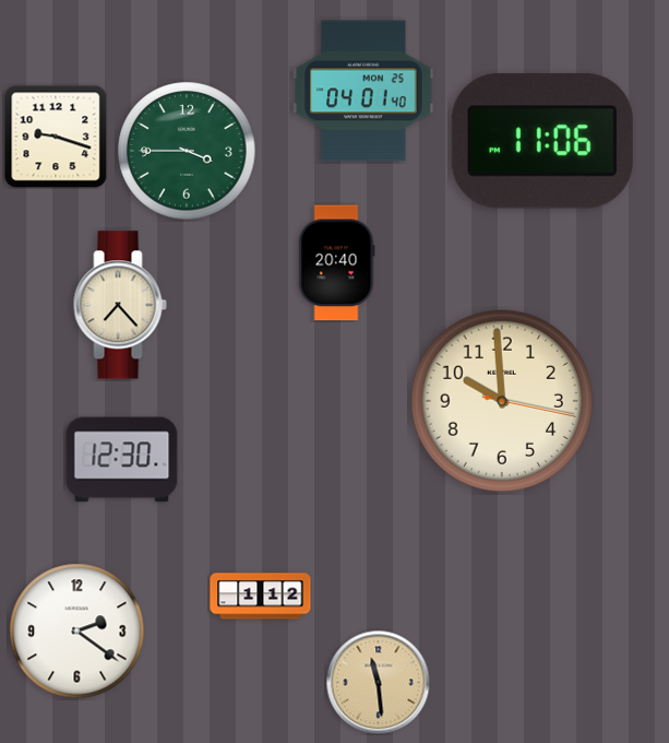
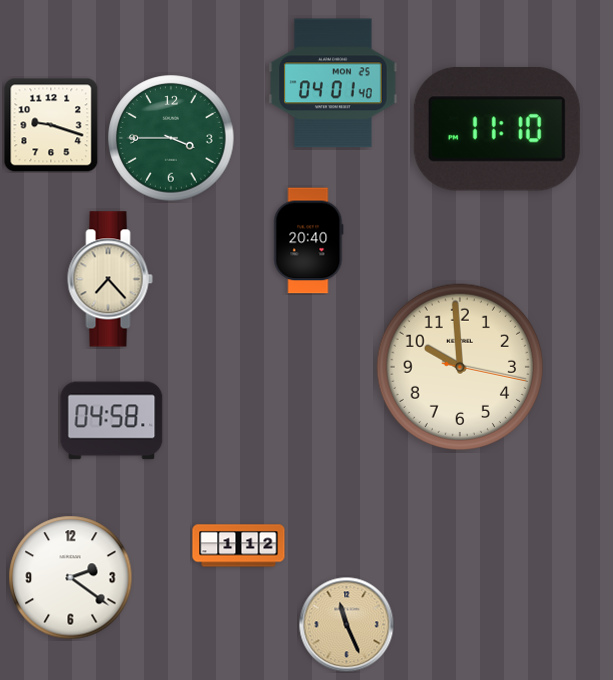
clock at (542, 141): 11:06 -> 11:10
clock at (122, 460): 12:30 -> 04:58
clock at (378, 682): 11:29 -> 11:26
